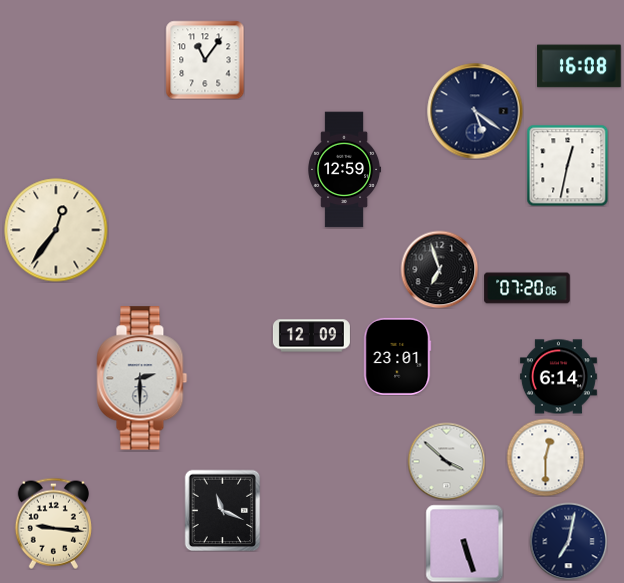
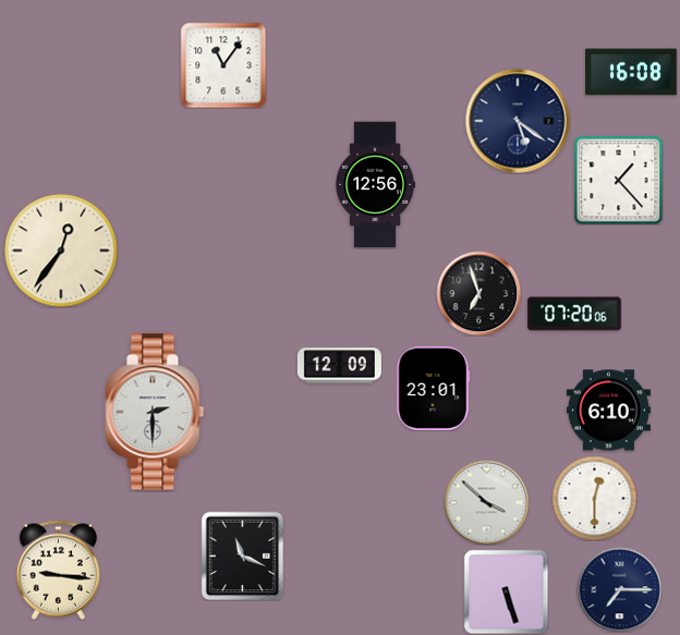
clock at (567, 165): 12:32 -> 1:23
clock at (345, 170): 12:59 -> 12:56
clock at (558, 377): 6:14 -> 6:10
clock at (568, 541): 7:02 -> 7:15
